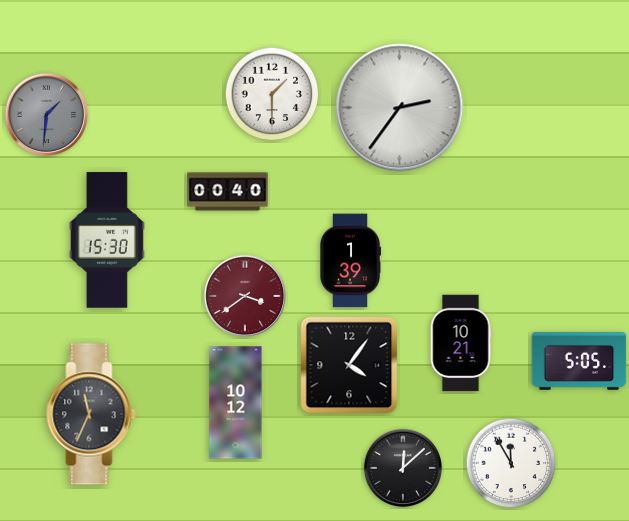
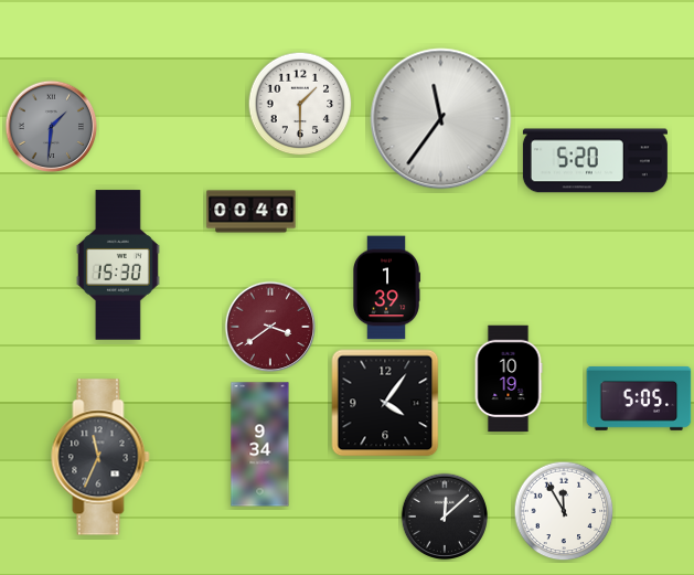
clock at (400, 108): 2:36 -> 11:36
clock at (595, 161): none -> 5:20
clock at (461, 343): 10:21 -> 10:19
clock at (236, 403): 10:12 -> 9:34
